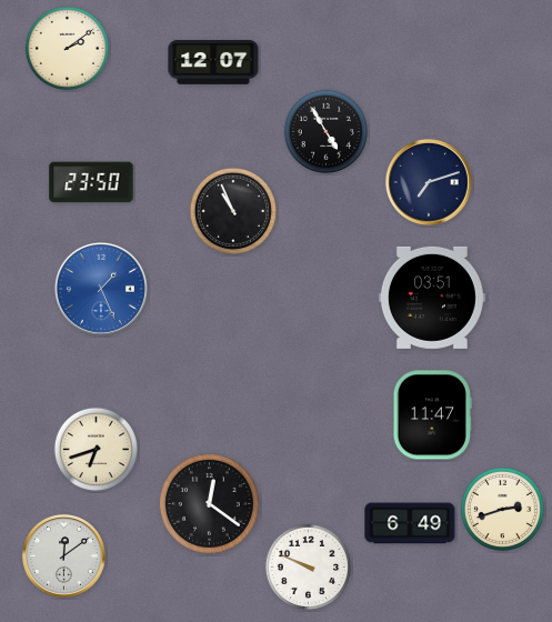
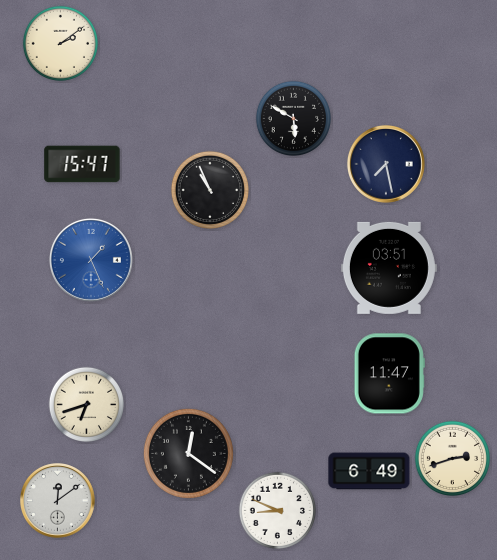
clock at (213, 62): 12:07 -> none
clock at (325, 131): 4:55 -> 5:50
clock at (91, 182): 23:50 -> 15:47
clock at (429, 182): 7:12 -> 7:28
clock at (308, 566): 9:49 -> 8:49
